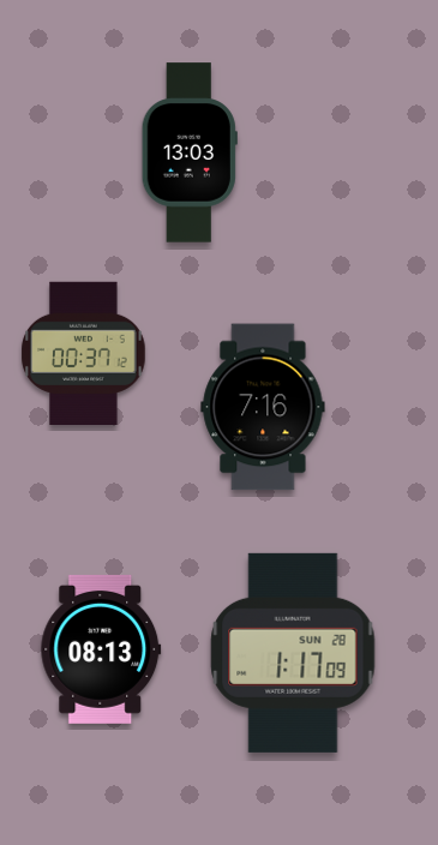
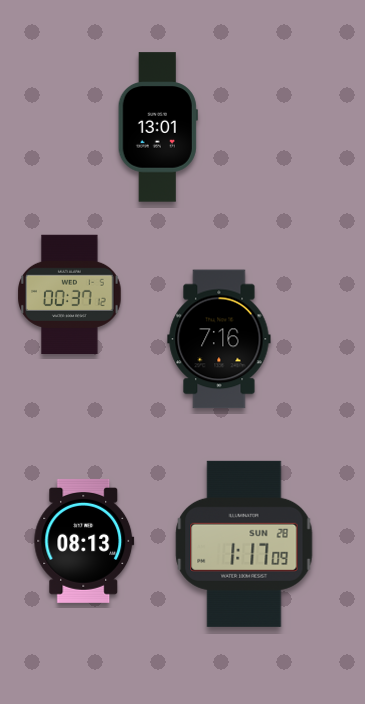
clock at (190, 152): 13:03 -> 13:01
